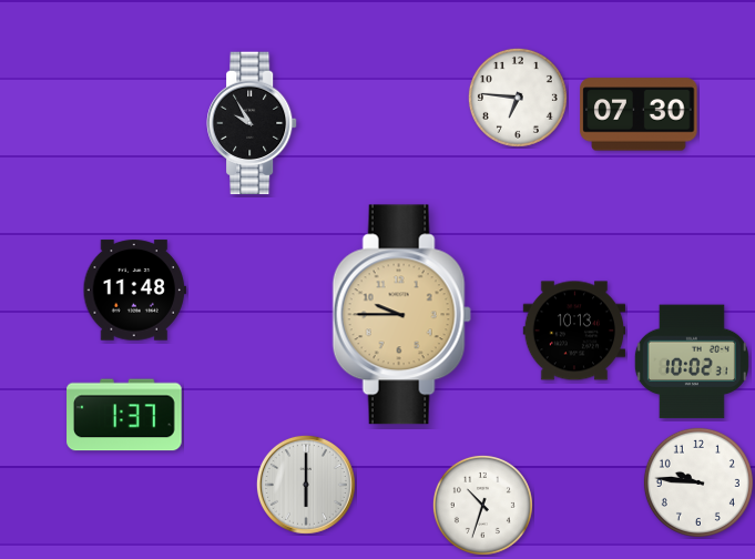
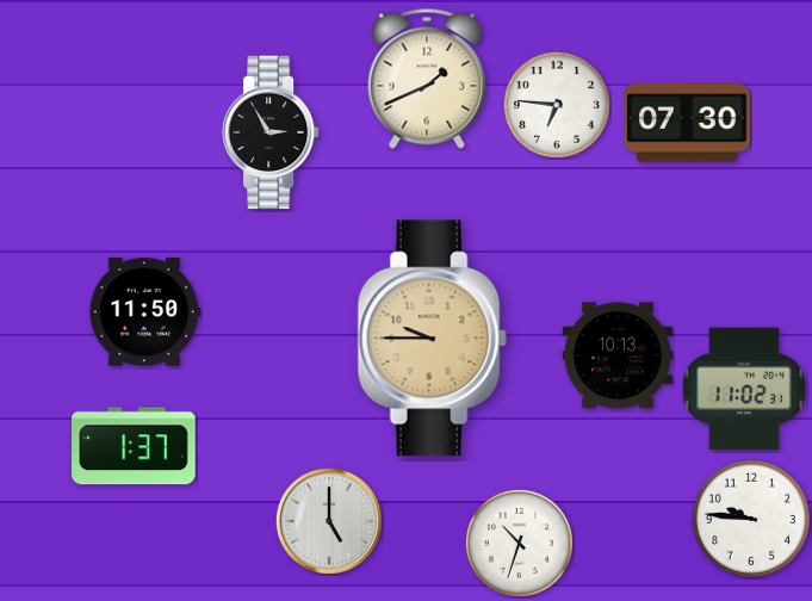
clock at (427, 79): none -> 1:41
clock at (253, 123): 9:55 -> 2:55
clock at (134, 291): 11:48 -> 11:50
clock at (692, 362): 10:02 -> 11:02
clock at (306, 485): 6:00 -> 5:00
